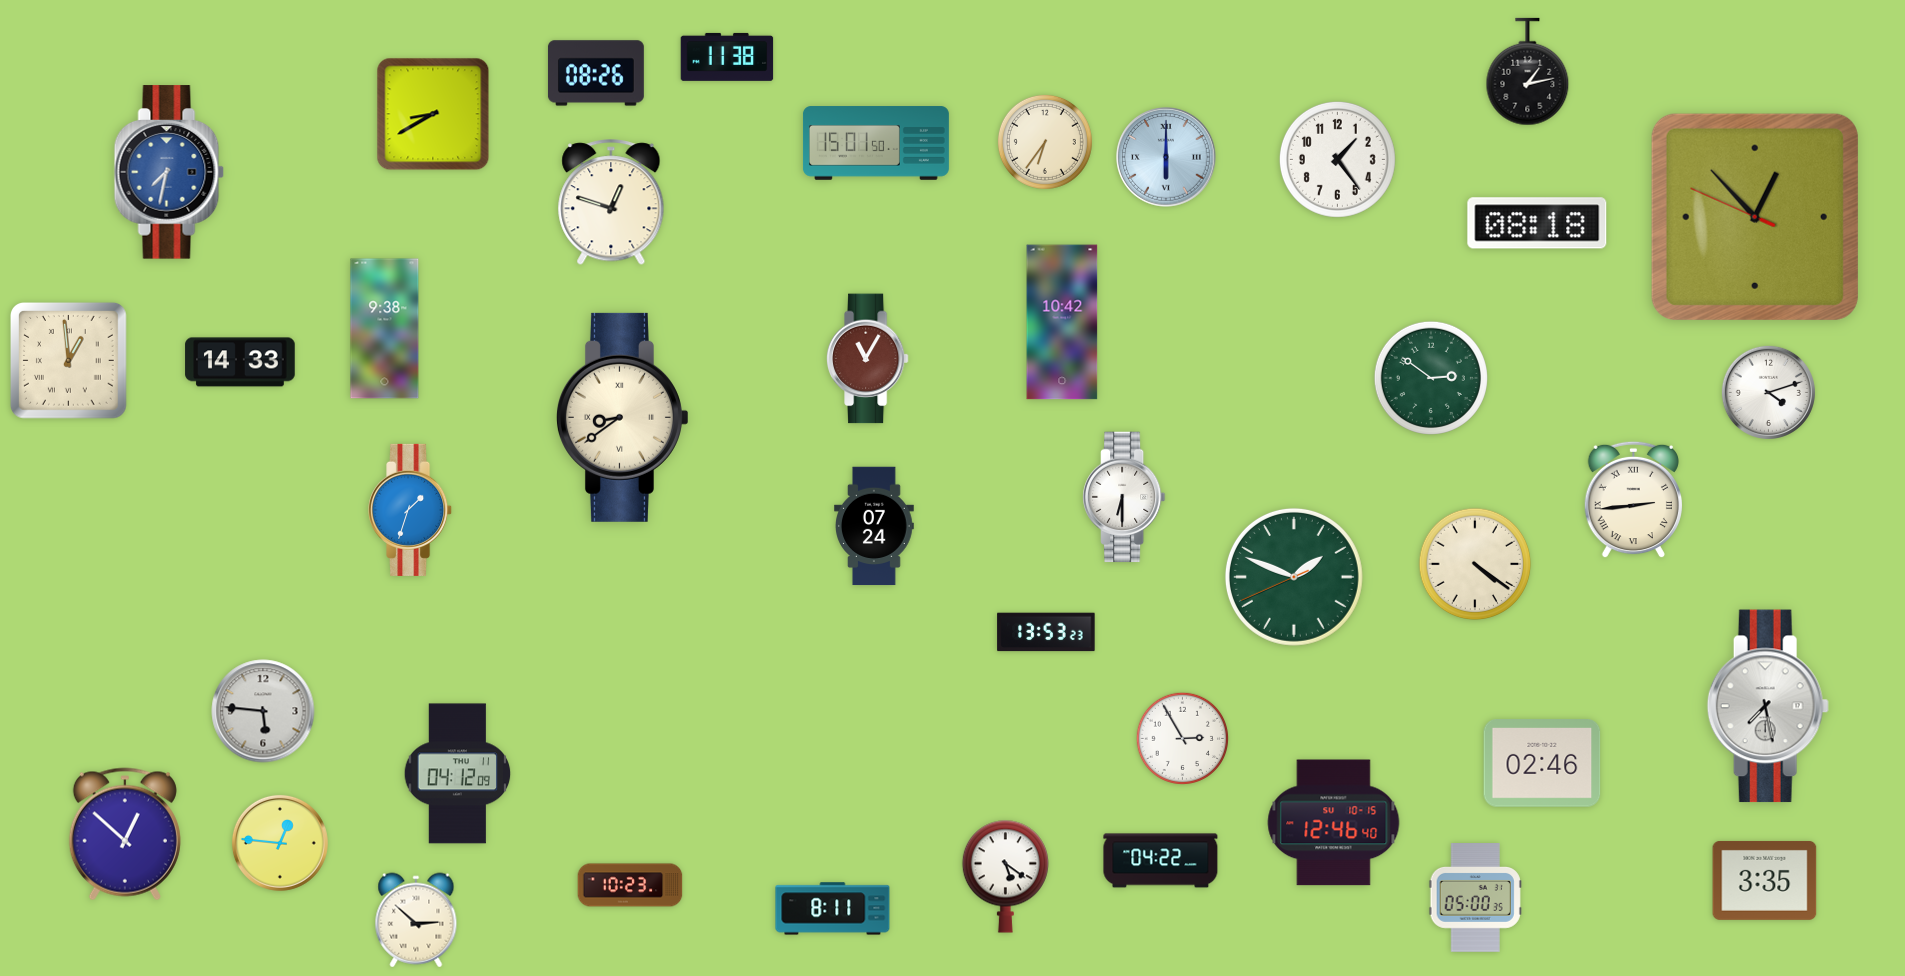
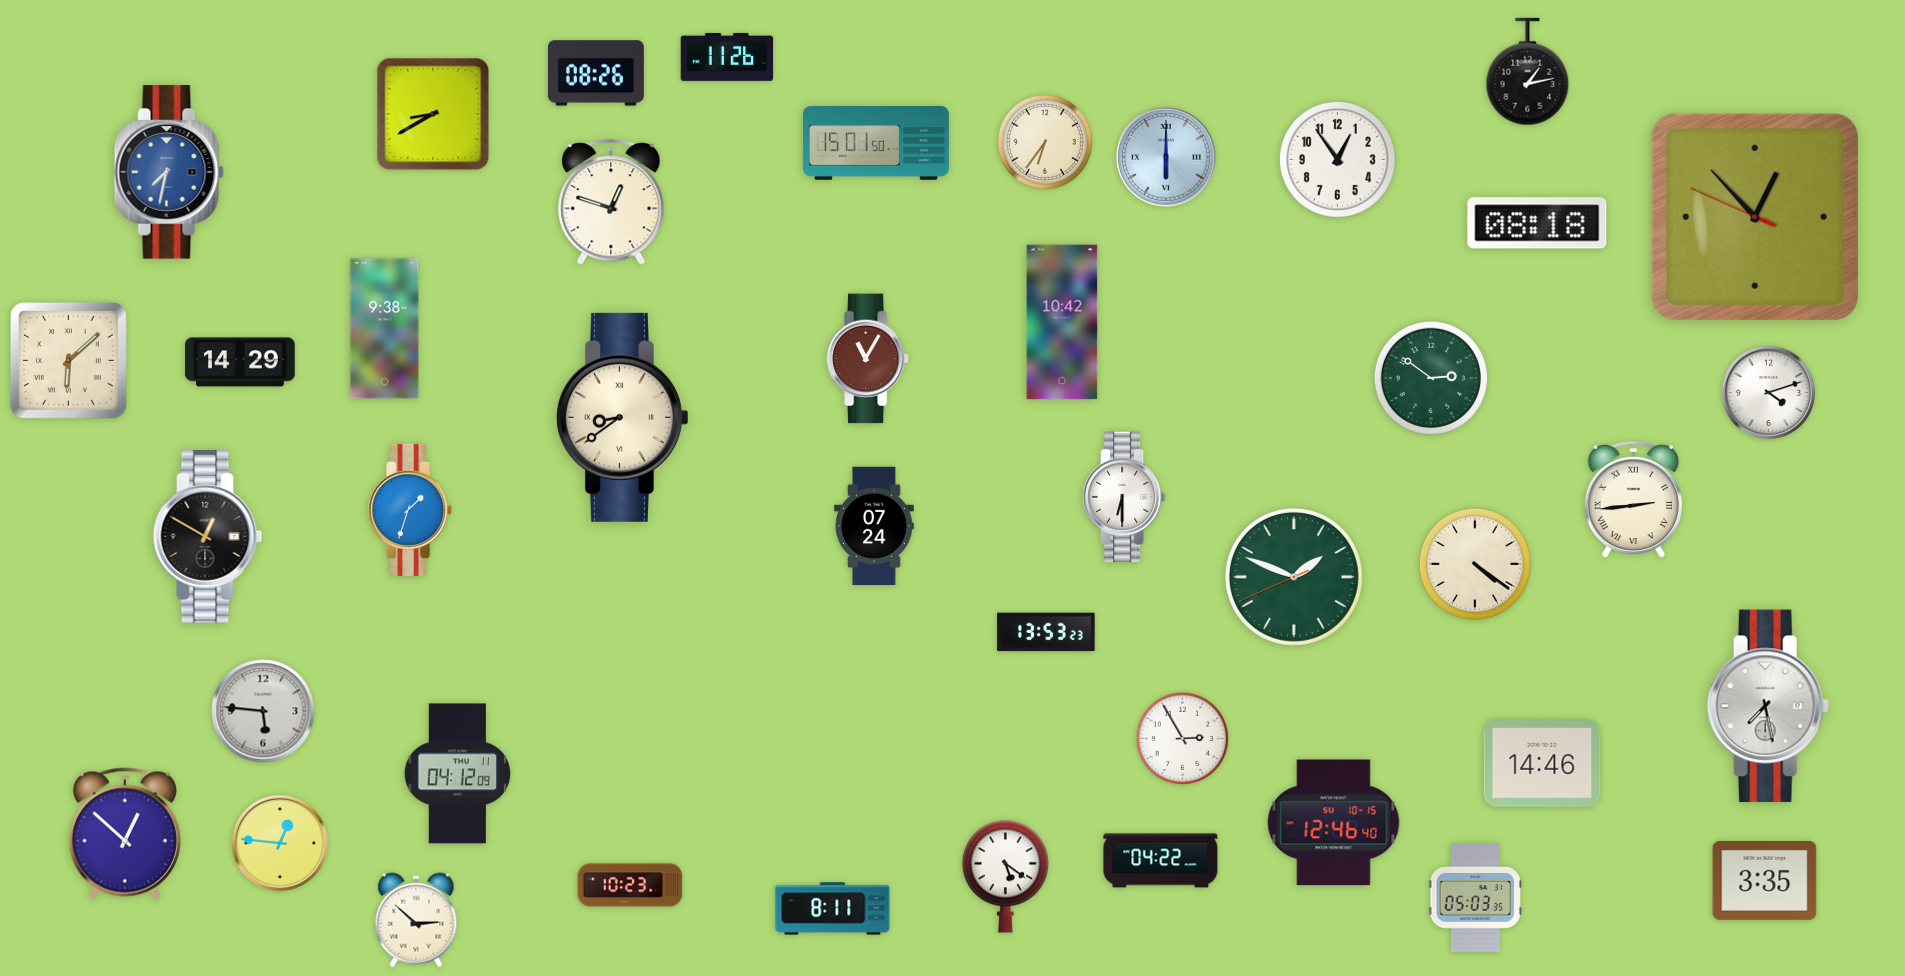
clock at (727, 57): 11:38 -> 11:26
clock at (1337, 159): 1:24 -> 12:54
clock at (69, 361): 12:59 -> 6:08
clock at (240, 362): 14:33 -> 14:29
clock at (208, 537): none -> 12:50
clock at (1542, 763): 02:46 -> 14:46
clock at (1475, 898): 05:00 -> 05:03
